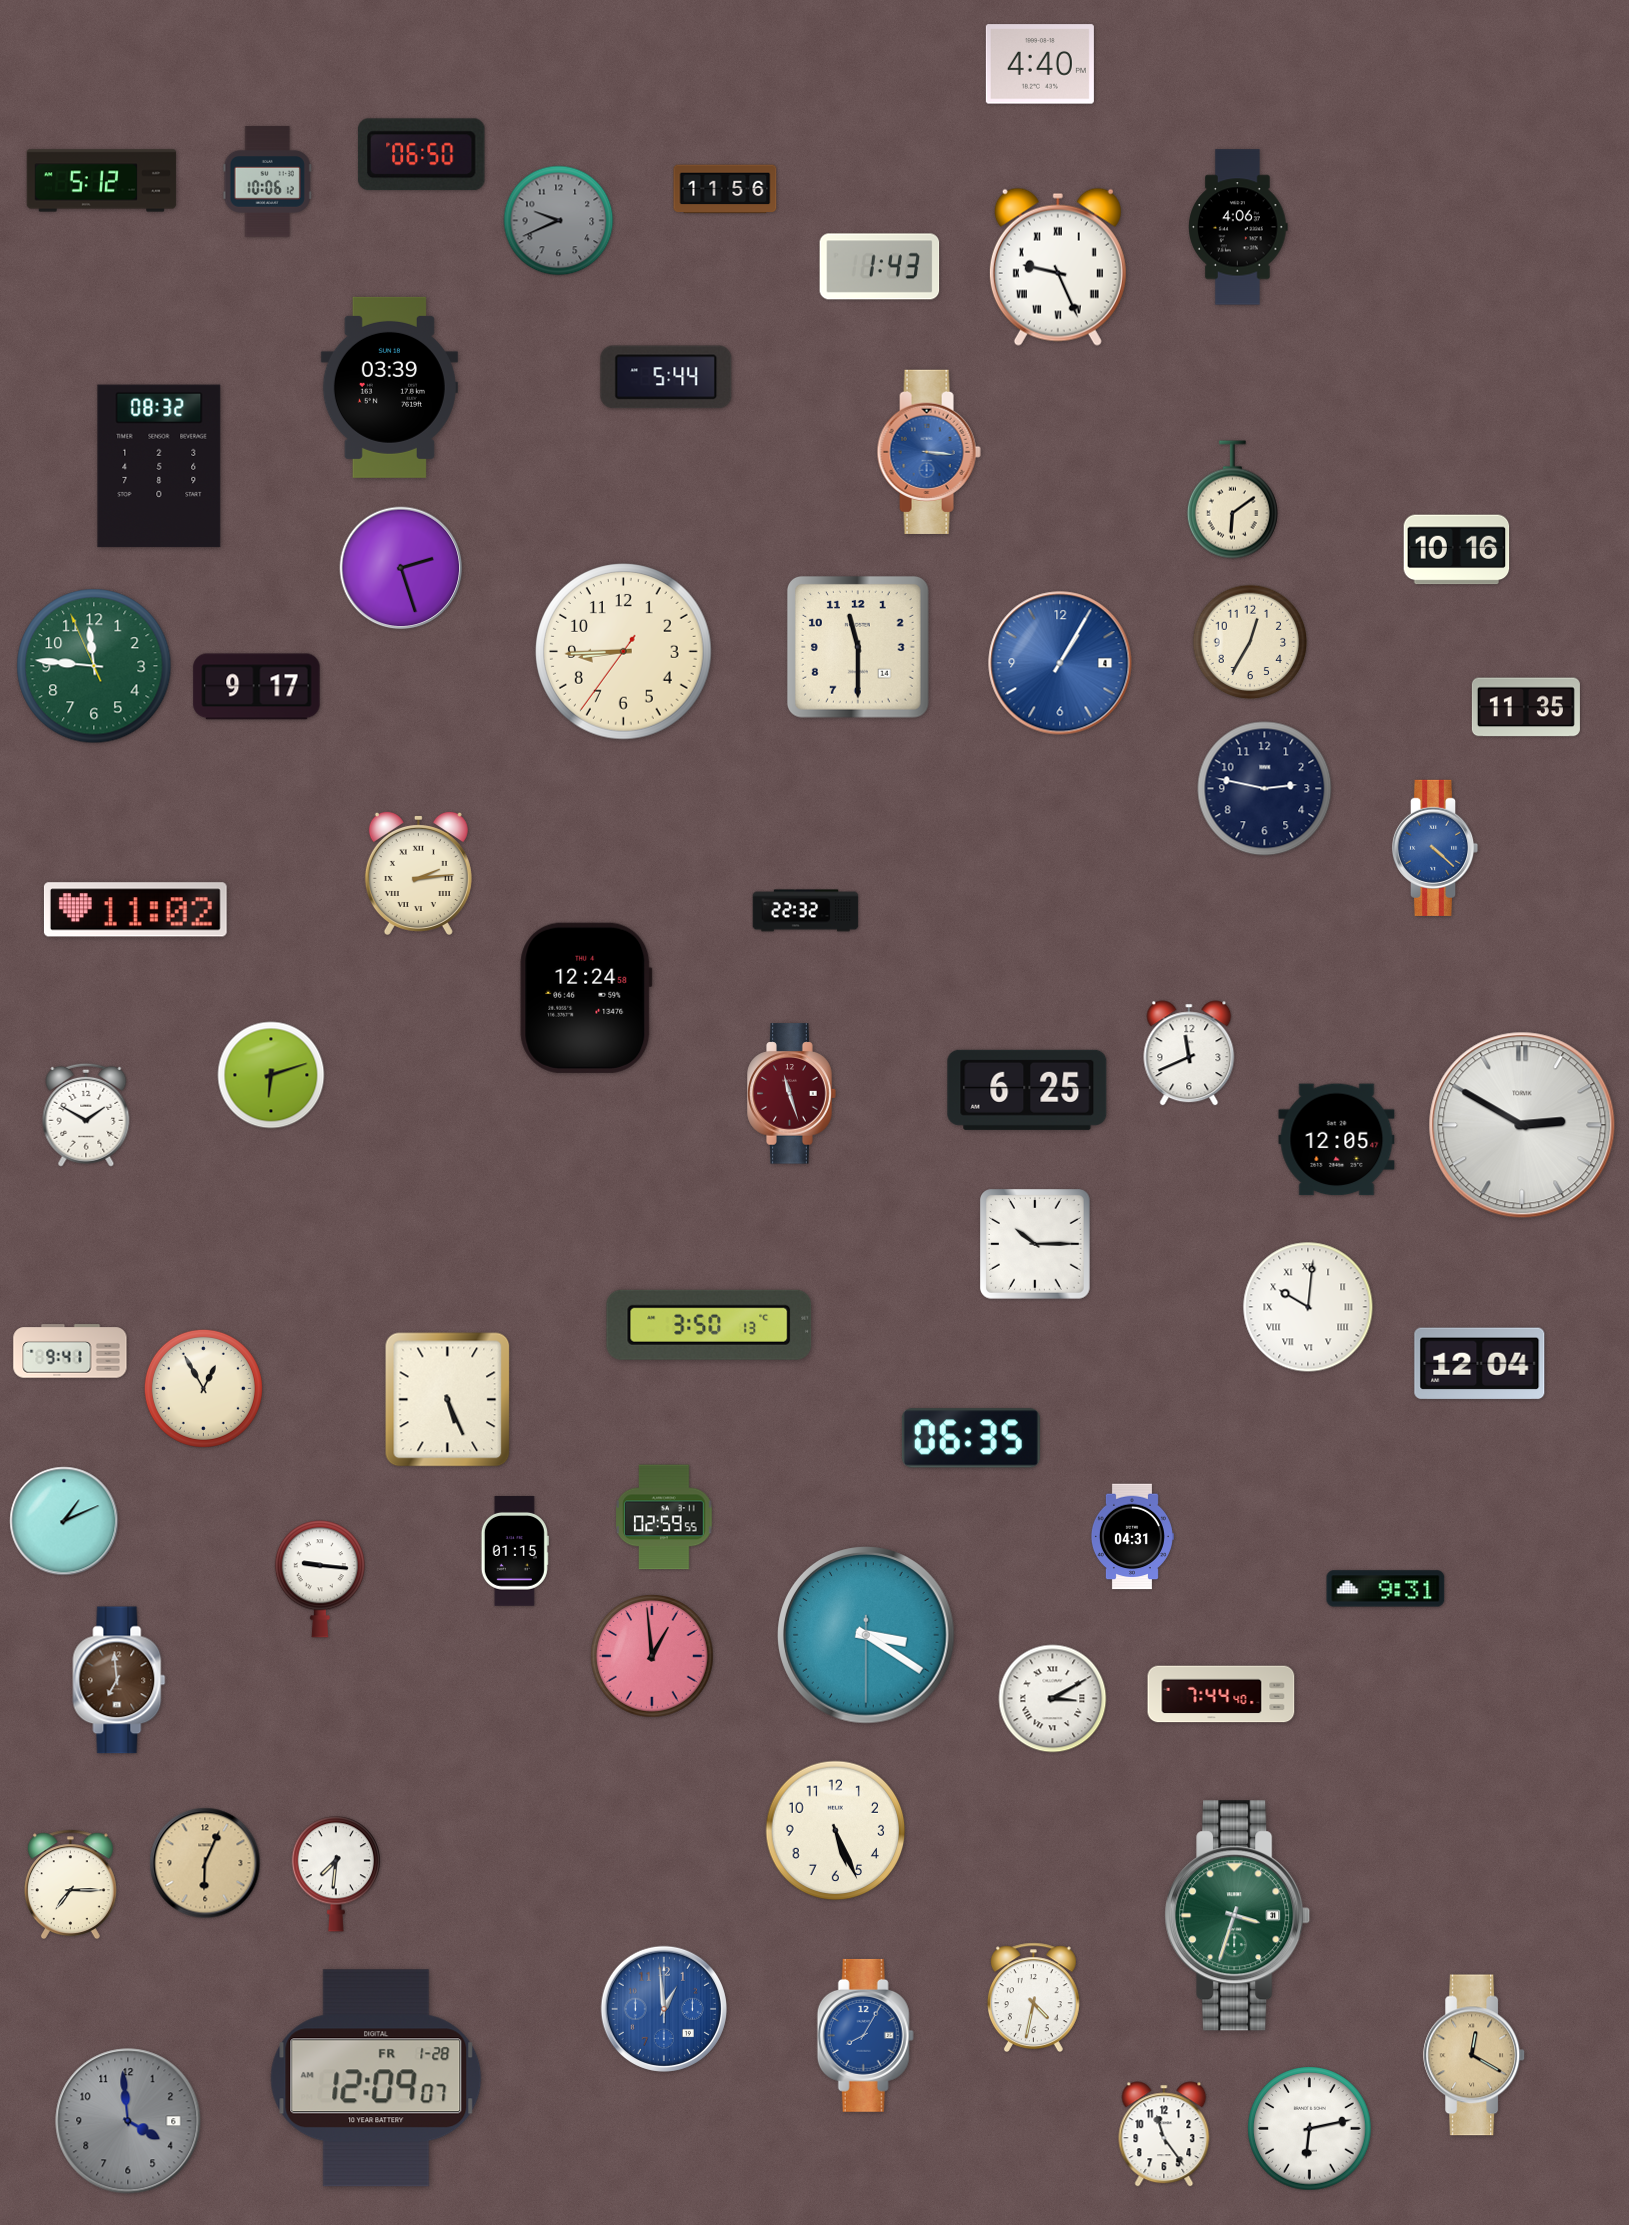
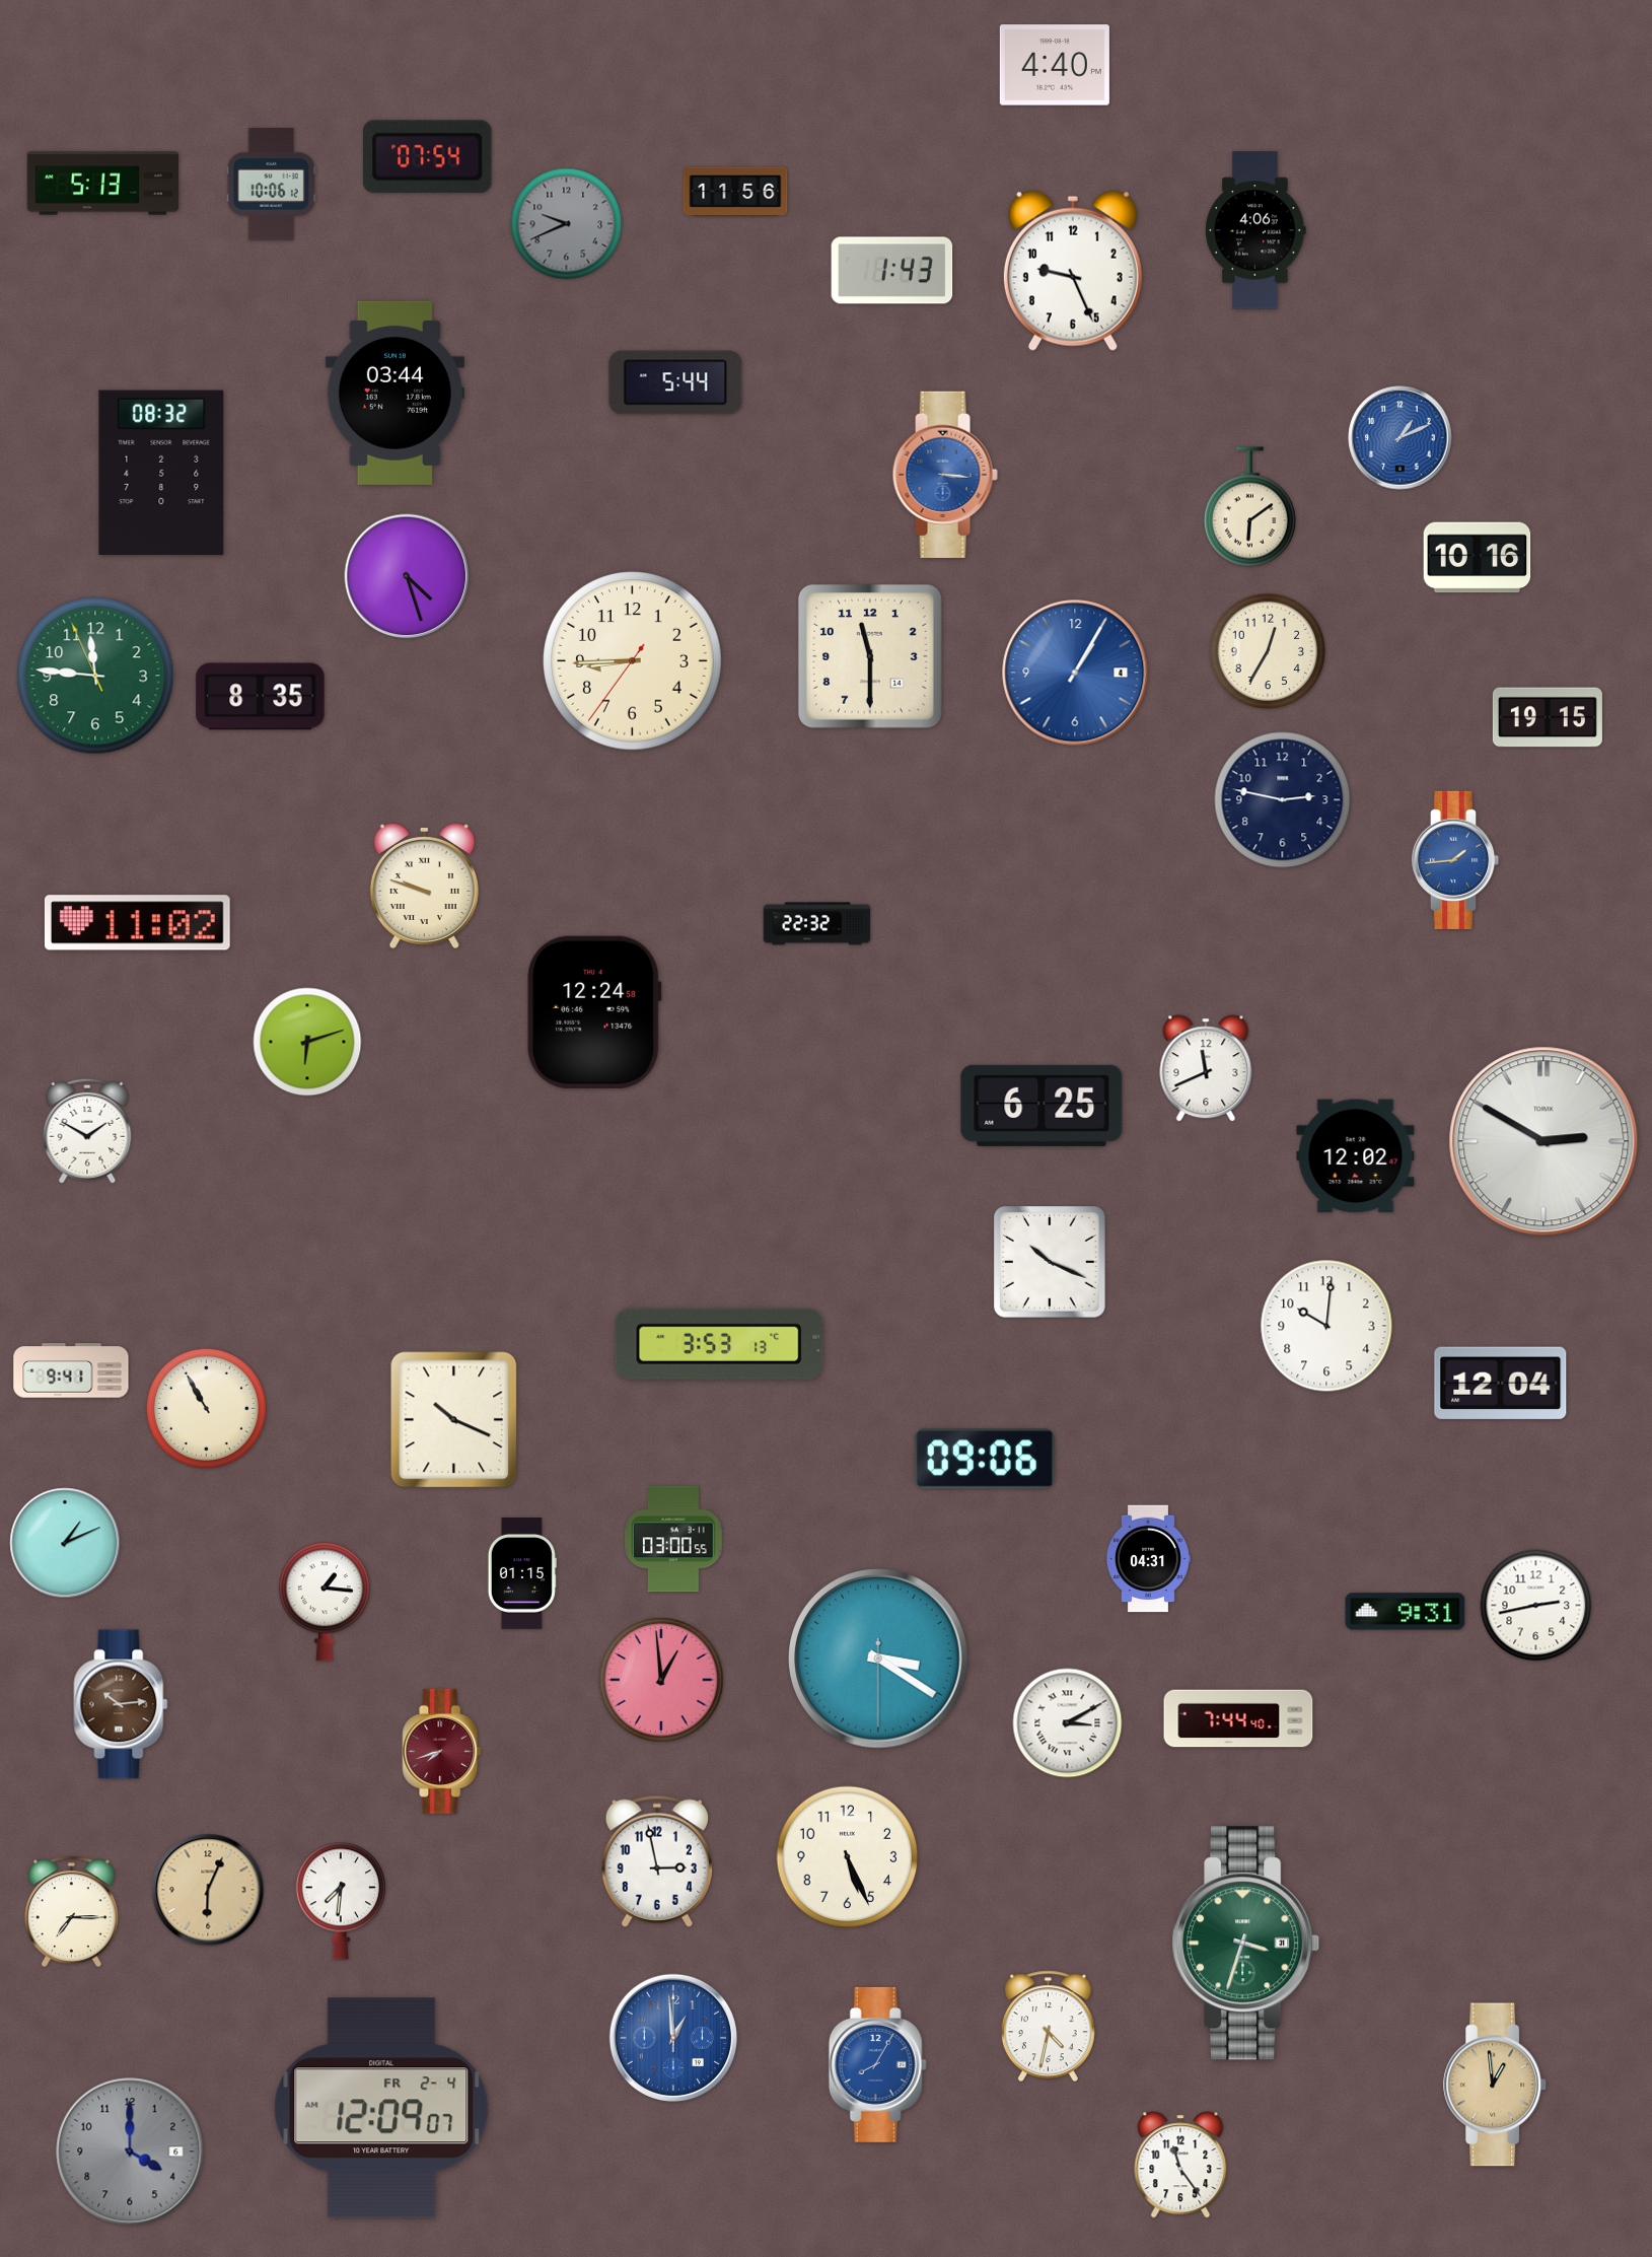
clock at (421, 155): 06:50 -> 07:54
clock at (102, 181): 5:12 -> 5:13
clock at (1058, 267) numerals: Roman -> Arabic
clock at (389, 387): 03:39 -> 03:44
clock at (1400, 438): none -> 1:11
clock at (929, 452) position: (929, 452) -> (945, 475)
clock at (401, 568): 2:27 -> 4:27
clock at (257, 687): 9:17 -> 8:35
clock at (1526, 707): 11:35 -> 19:15
clock at (1435, 848): 4:22 -> 1:44
clock at (418, 873): 2:14 -> 9:48
clock at (271, 1075) position: (271, 1075) -> (307, 1042)
clock at (792, 1094): 11:27 -> none
clock at (1337, 1140): 12:05 -> 12:02
clock at (1036, 1245): 10:15 -> 10:19
clock at (1308, 1307) numerals: Roman -> Arabic
clock at (709, 1325): 3:50 -> 3:53
clock at (203, 1388): 12:55 -> 10:55
clock at (448, 1400): 5:26 -> 10:19
clock at (971, 1438): 06:35 -> 09:06
clock at (664, 1517): 02:59 -> 03:00
clock at (320, 1579): 9:16 -> 1:16
clock at (1536, 1606): none -> 2:43
clock at (119, 1680): 6:59 -> 10:14
clock at (442, 1751): none -> 7:42
clock at (656, 1861): none -> 2:58
clock at (1238, 1916) position: (1238, 1916) -> (1246, 1944)
clock at (1475, 2055): 12:20 -> 12:59
clock at (376, 2078) date: FR 1-28 -> FR 2-4
clock at (128, 2121): 3:59 -> 4:00
clock at (1310, 2129): 6:13 -> none
